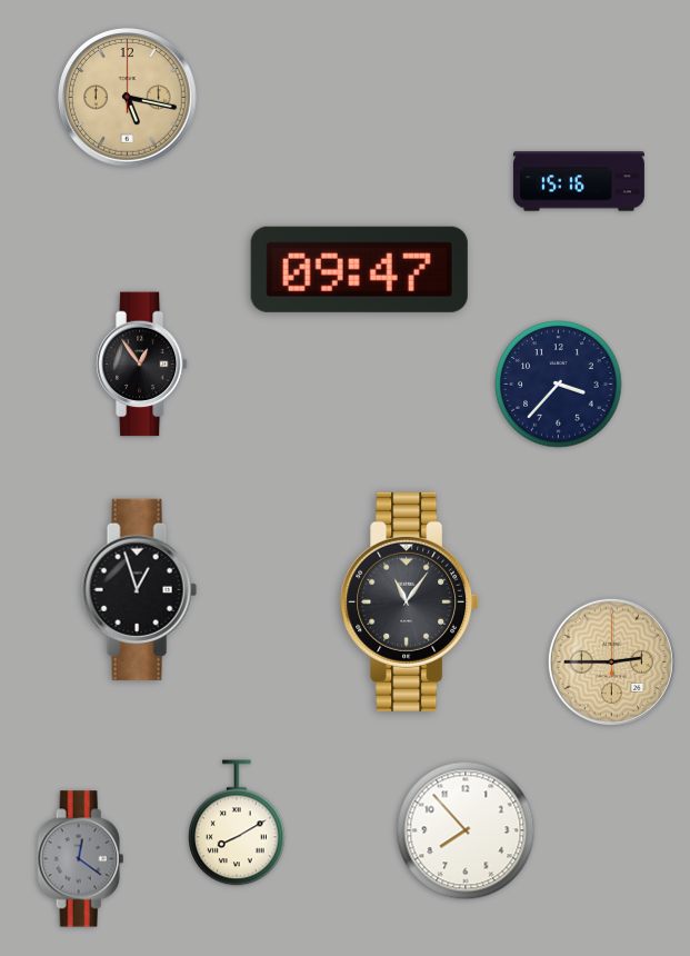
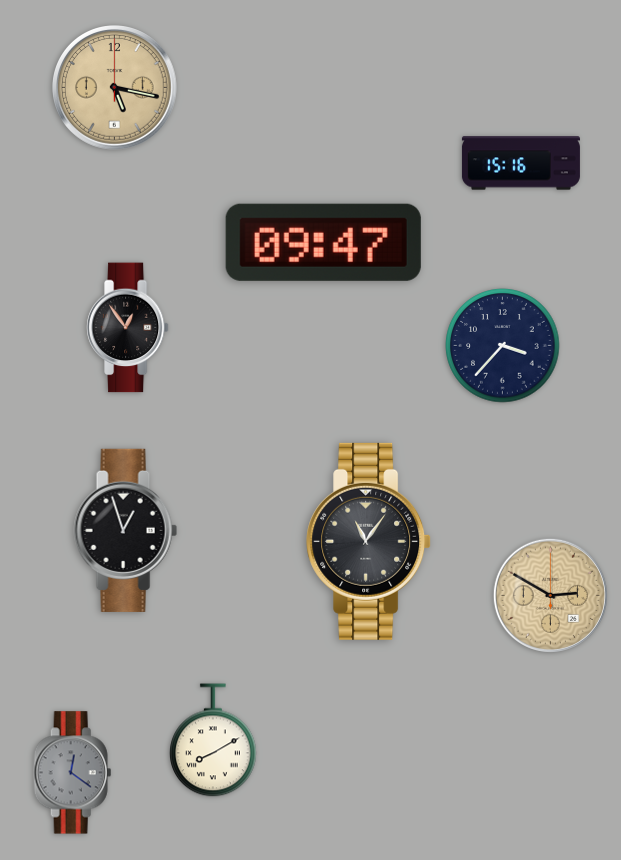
clock at (611, 661): 2:45 -> 2:50
clock at (466, 830): 7:53 -> none
